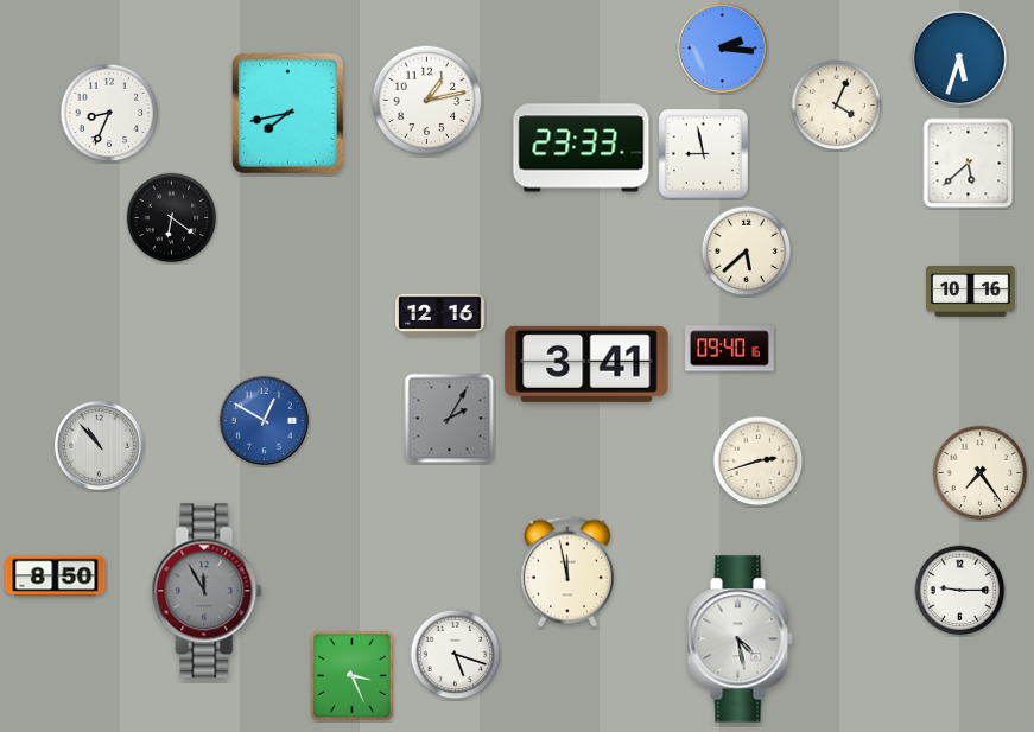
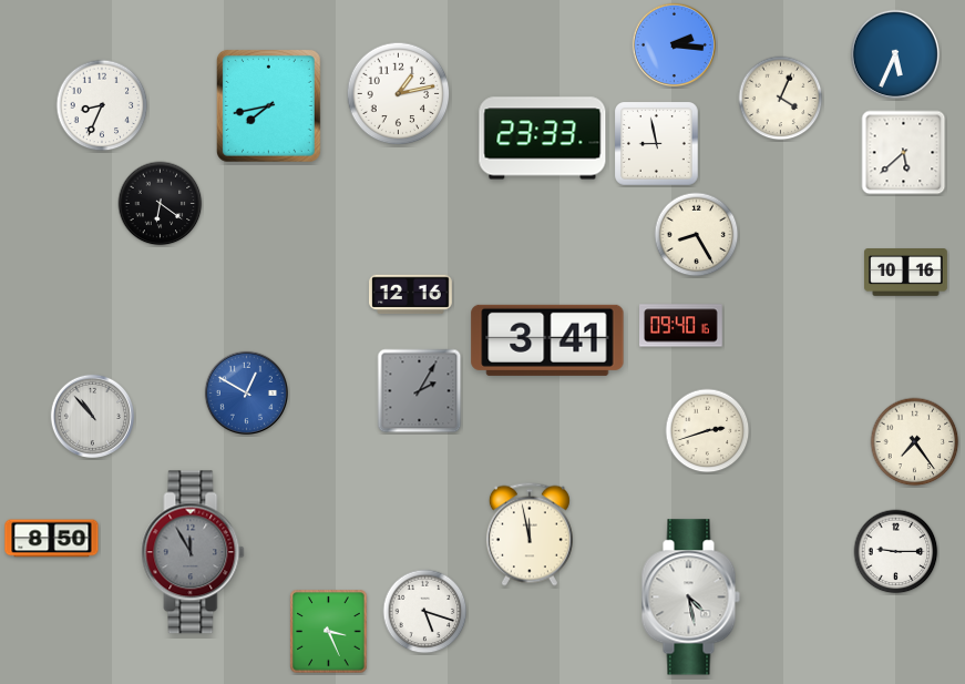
clock at (959, 58): 5:33 -> 5:34
clock at (747, 252): 5:38 -> 8:25
